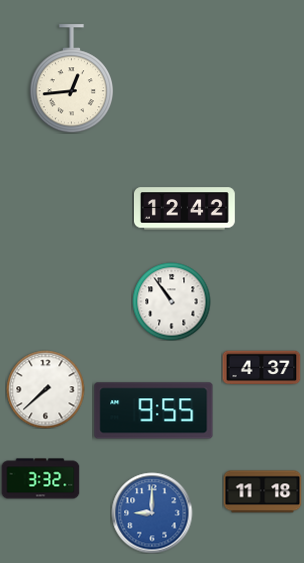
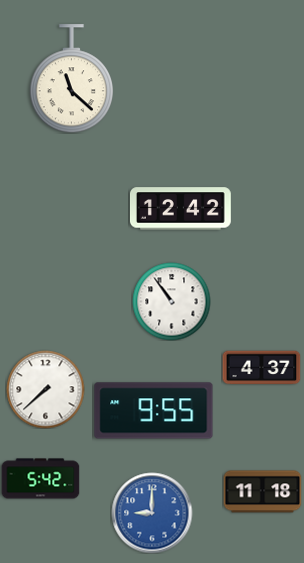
clock at (72, 79): 12:44 -> 11:22
clock at (184, 209) position: (184, 209) -> (180, 209)
clock at (40, 479): 3:32 -> 5:42
